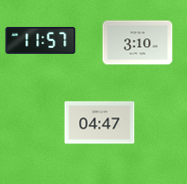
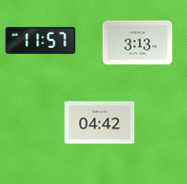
clock at (138, 43): 3:10 -> 3:13
clock at (100, 123): 04:47 -> 04:42
